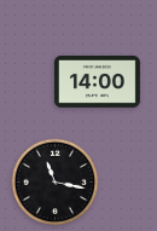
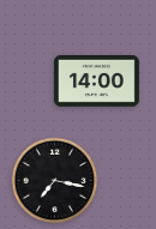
clock at (56, 183): 11:17 -> 7:17
